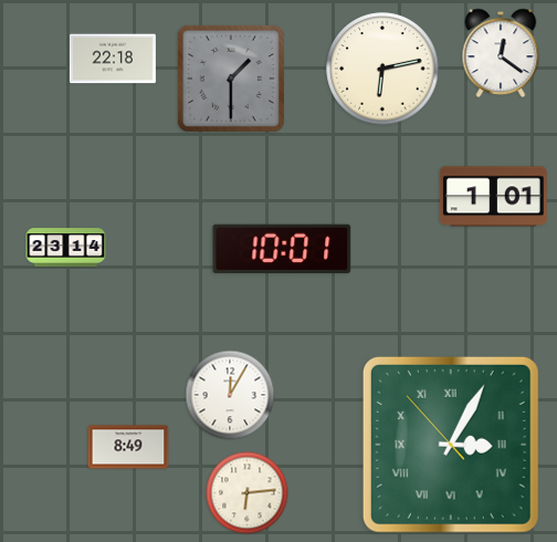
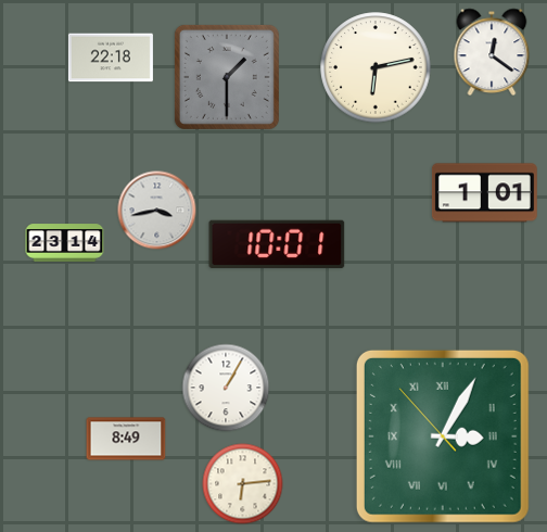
clock at (157, 211): none -> 3:43
clock at (230, 395): 12:05 -> 1:05
